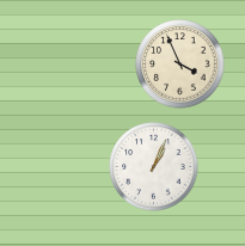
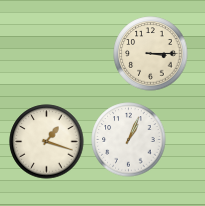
clock at (180, 64): 3:56 -> 3:15
clock at (47, 142): none -> 1:18
